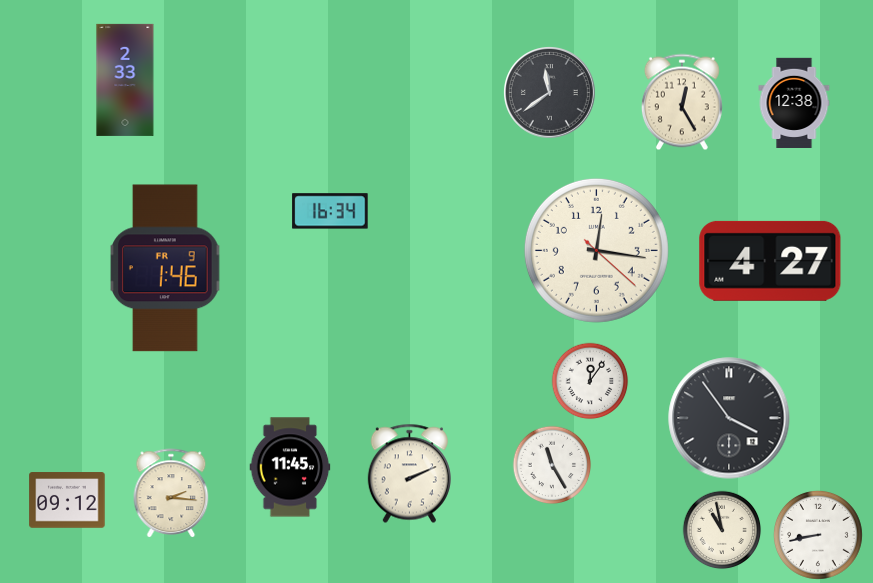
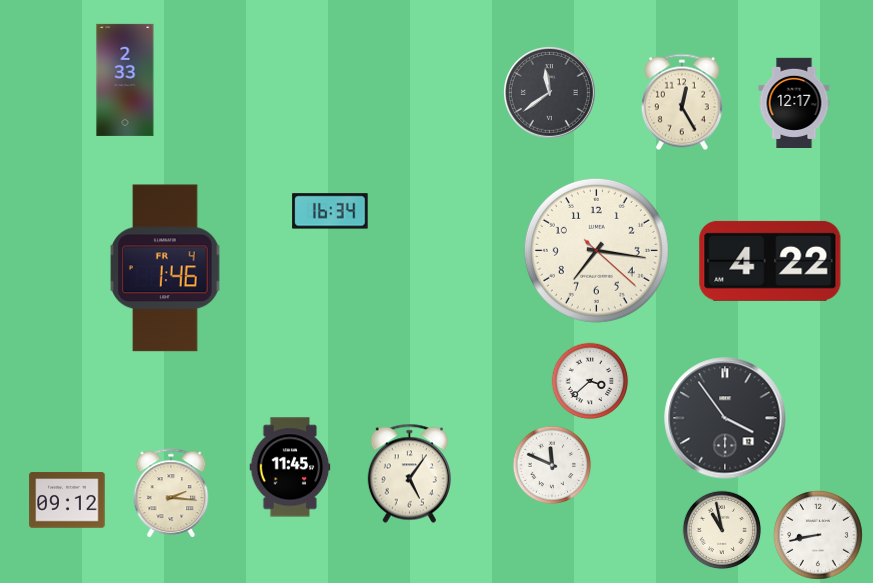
clock at (794, 102): 12:38 -> 12:17
clock at (596, 250): 12:16 -> 7:16
clock at (770, 261): 4:27 -> 4:22
clock at (165, 268) date: FR 9 -> FR 4
clock at (590, 381): 12:06 -> 3:38
clock at (729, 418) position: (729, 418) -> (725, 418)
clock at (552, 465): 11:25 -> 11:49
clock at (409, 474): 2:11 -> 5:06
